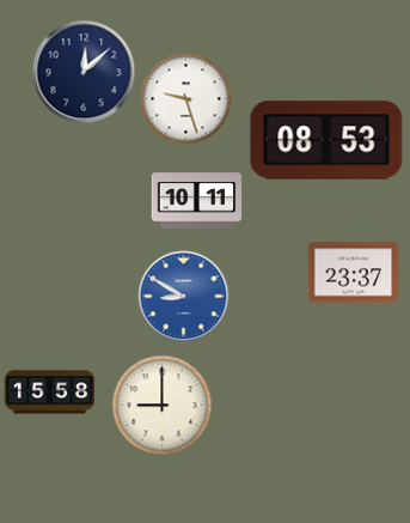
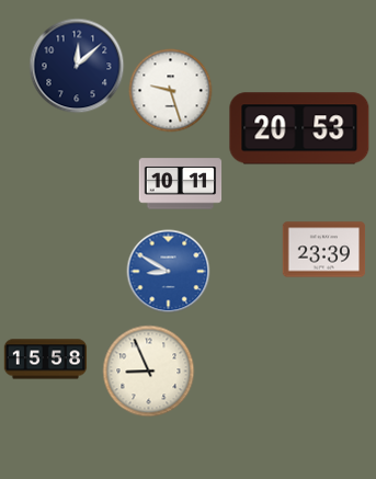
clock at (326, 140): 08:53 -> 20:53
clock at (354, 273): 23:37 -> 23:39
clock at (163, 406): 9:00 -> 8:56
